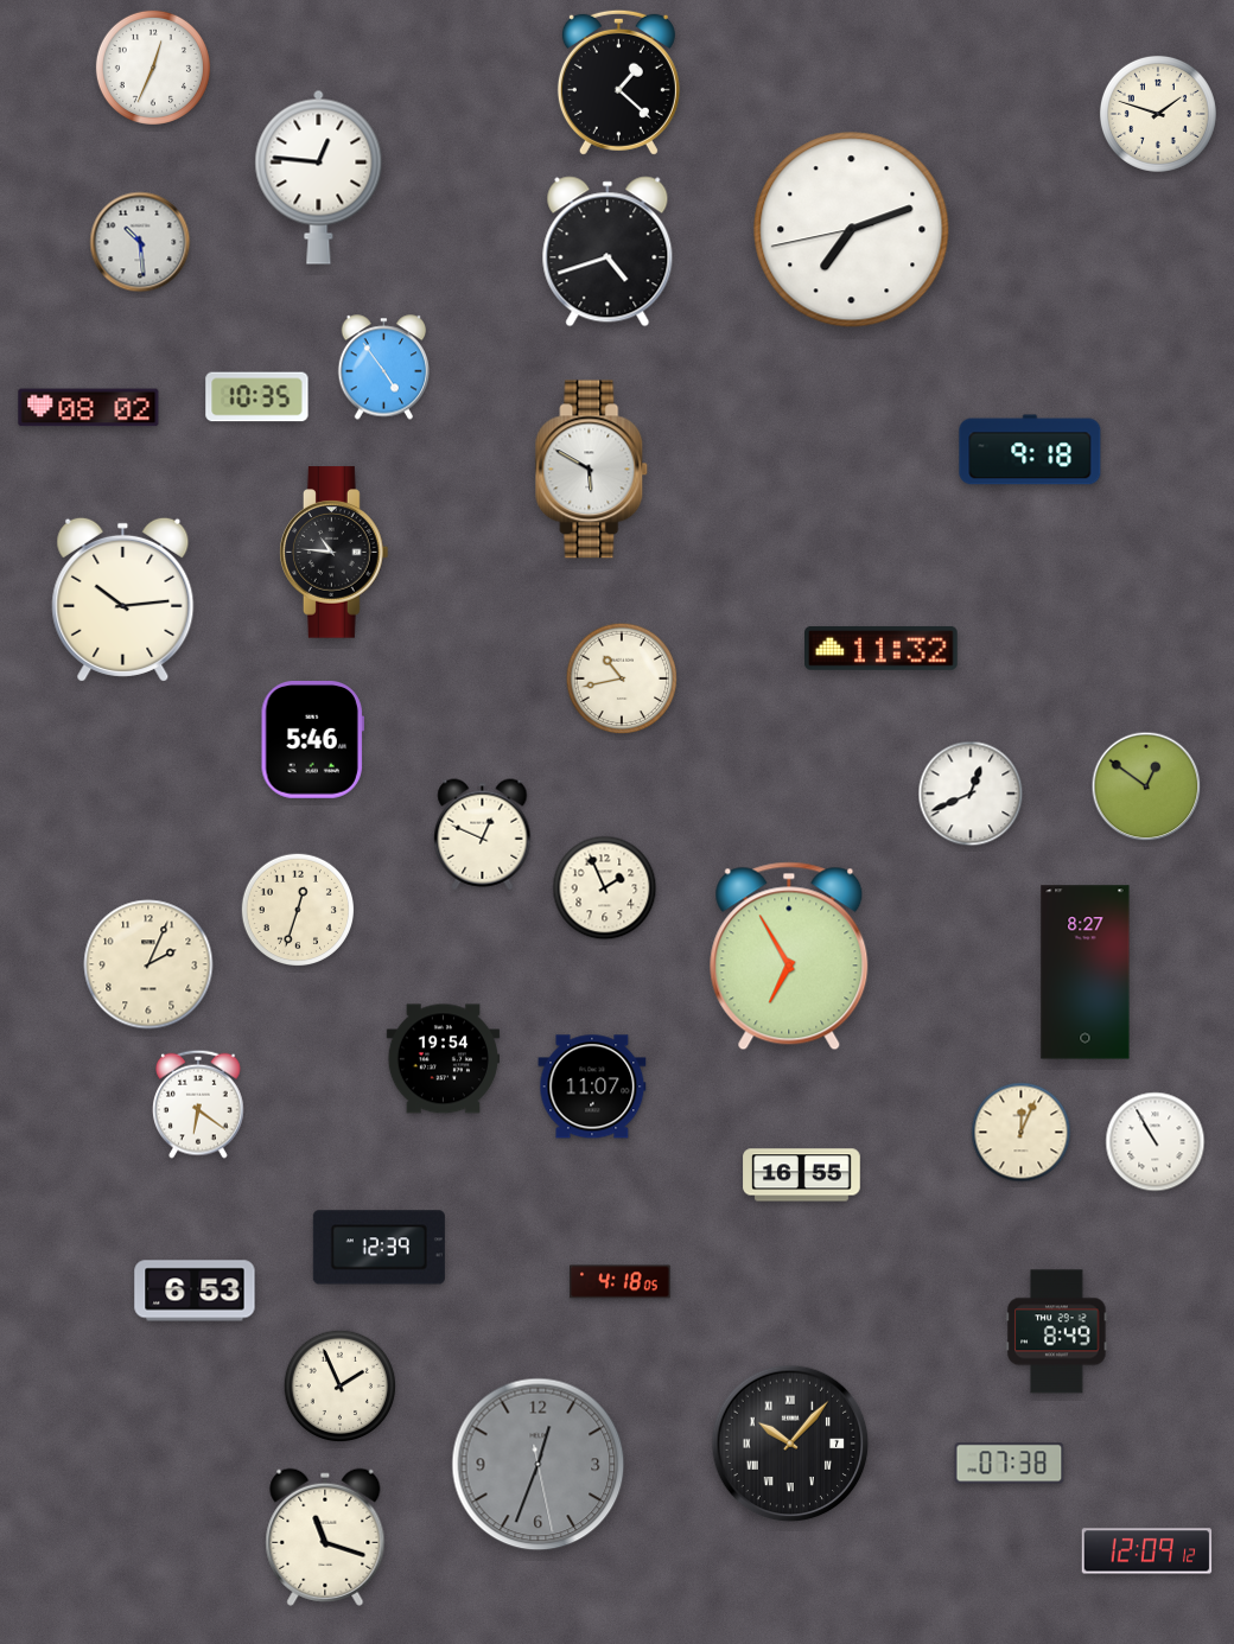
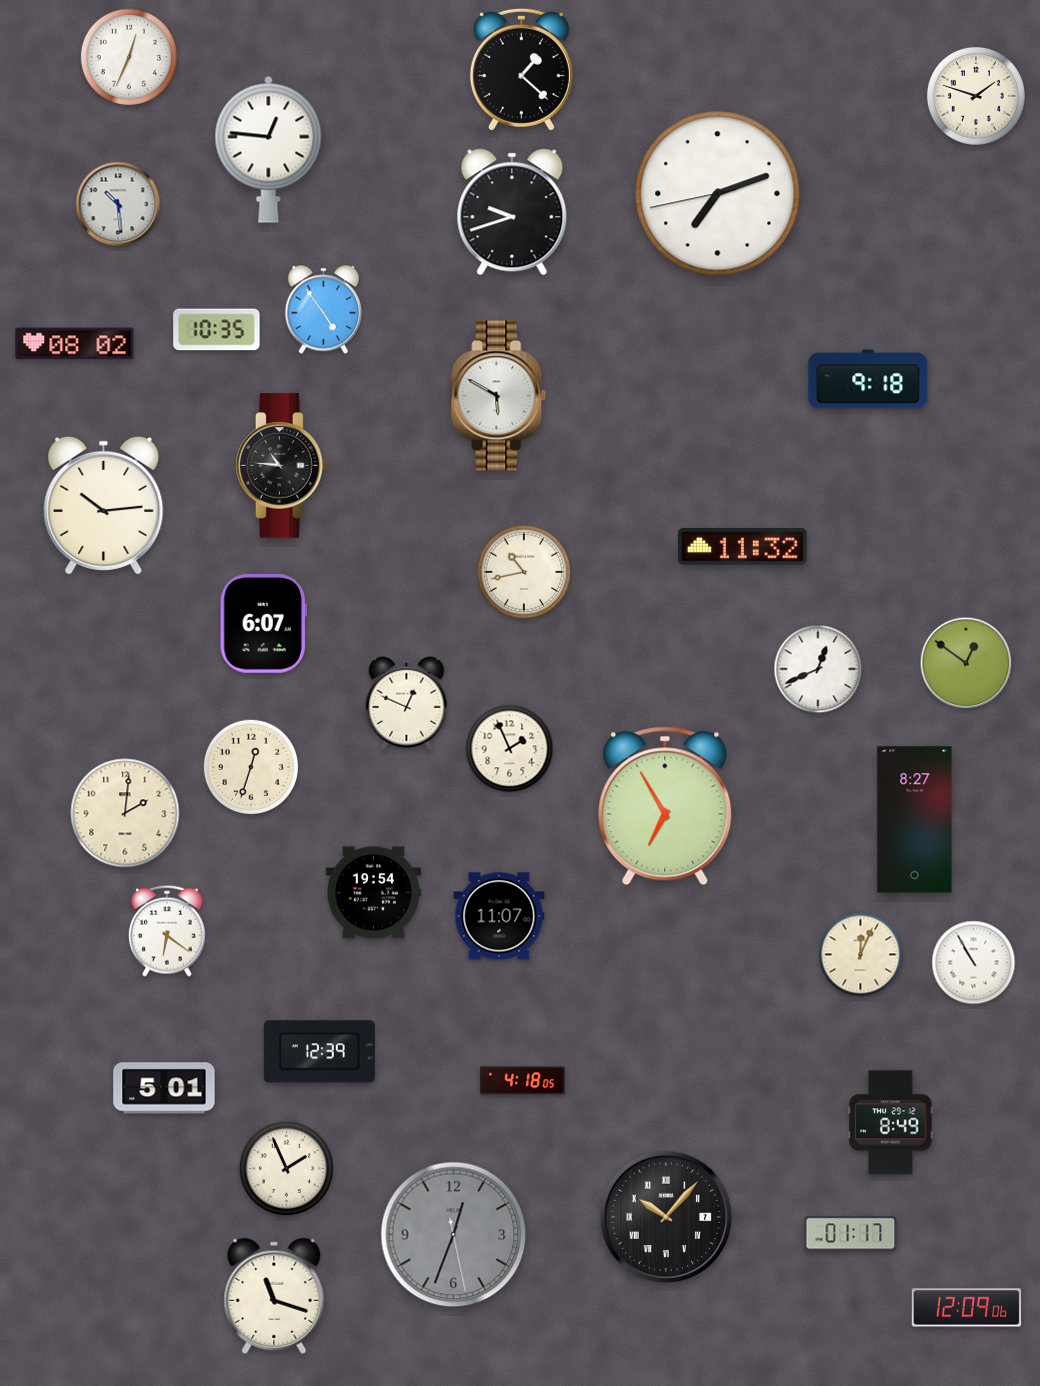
clock at (608, 251): 4:42 -> 9:42
clock at (257, 397) position: (257, 397) -> (217, 330)
clock at (312, 740): 5:46 -> 6:07
clock at (148, 964): 2:04 -> 2:01
clock at (802, 1175): 16:55 -> none
clock at (195, 1291): 6:53 -> 5:01
clock at (1010, 1464): 07:38 -> 01:17
clock at (1147, 1551): 12:09:12 -> 12:09:06
